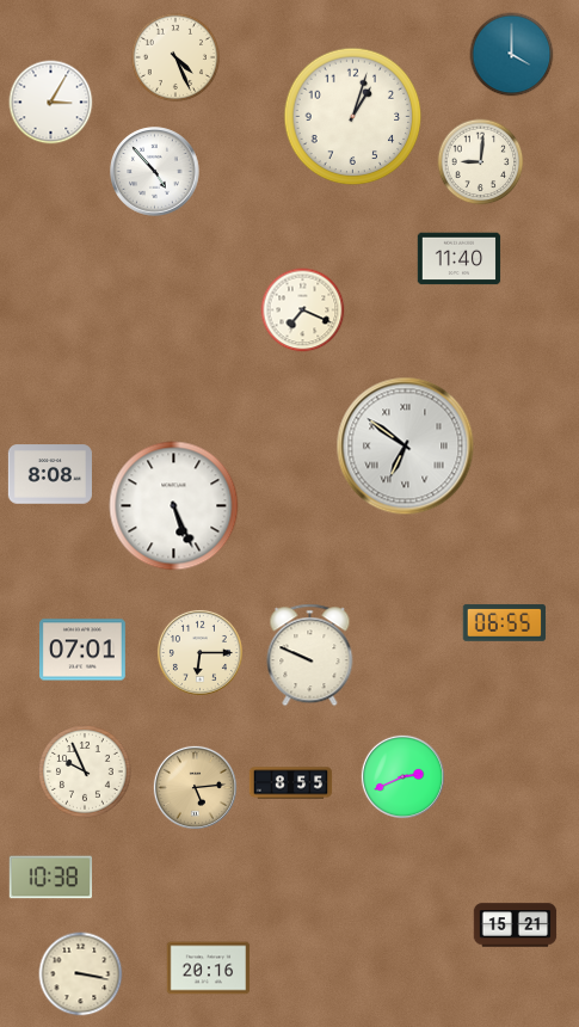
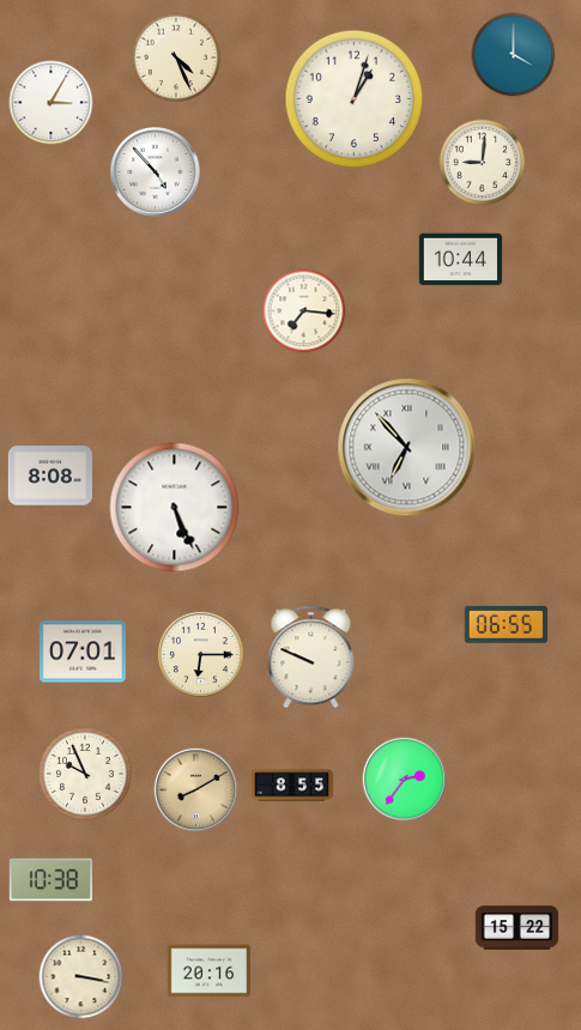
clock at (353, 117) position: (353, 117) -> (355, 99)
clock at (460, 259): 11:40 -> 10:44
clock at (303, 310): 7:19 -> 7:16
clock at (406, 447): 6:51 -> 6:53
clock at (402, 776): 2:41 -> 2:36
clock at (195, 787): 5:14 -> 8:10
clock at (516, 925): 15:21 -> 15:22
